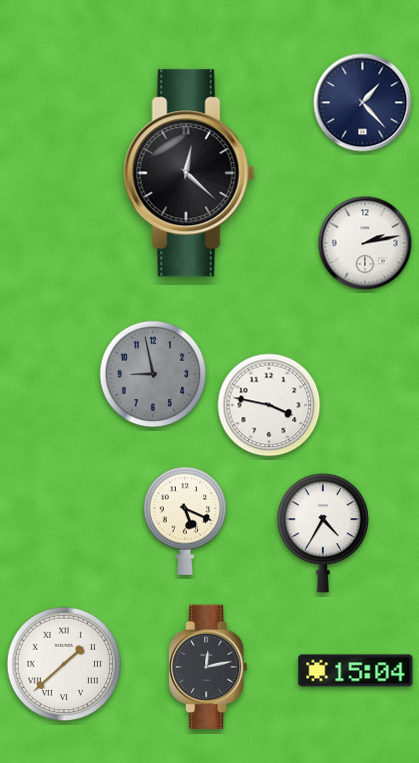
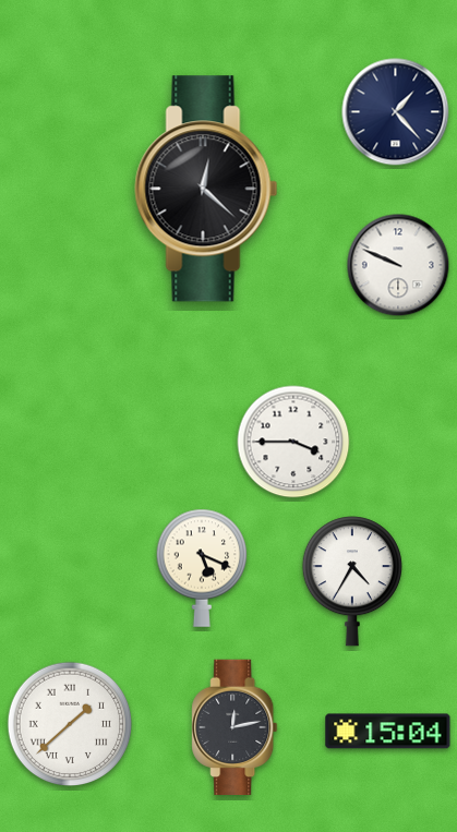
clock at (365, 243): 2:13 -> 9:49
clock at (153, 374): 8:58 -> none
clock at (269, 405): 3:47 -> 3:45
clock at (208, 667) position: (208, 667) -> (234, 727)
